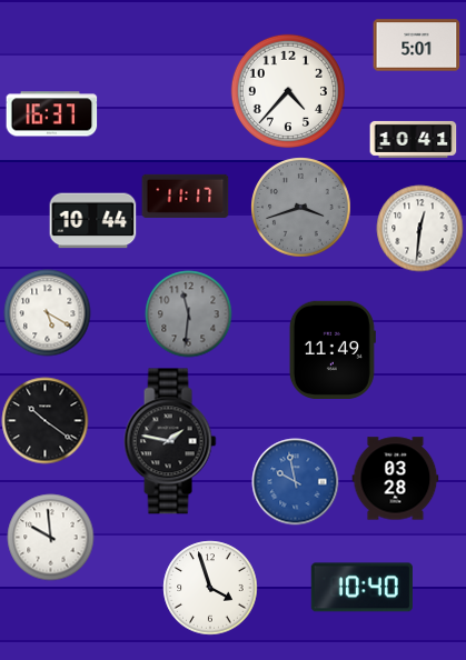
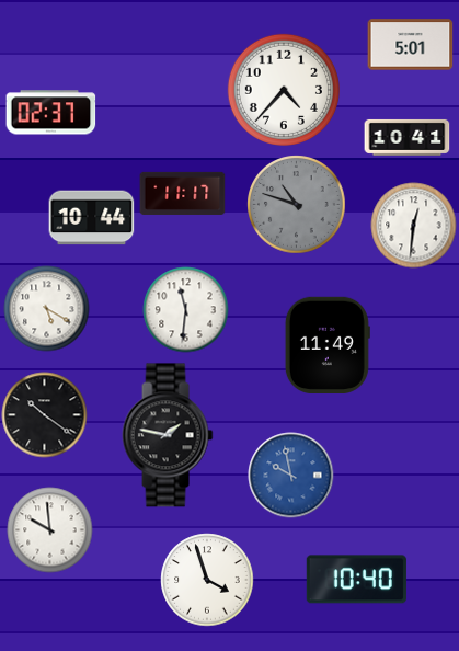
clock at (51, 114): 16:37 -> 02:37
clock at (300, 207): 3:42 -> 10:48
clock at (188, 313) dial: grey -> white
clock at (395, 479): 03:28 -> none
